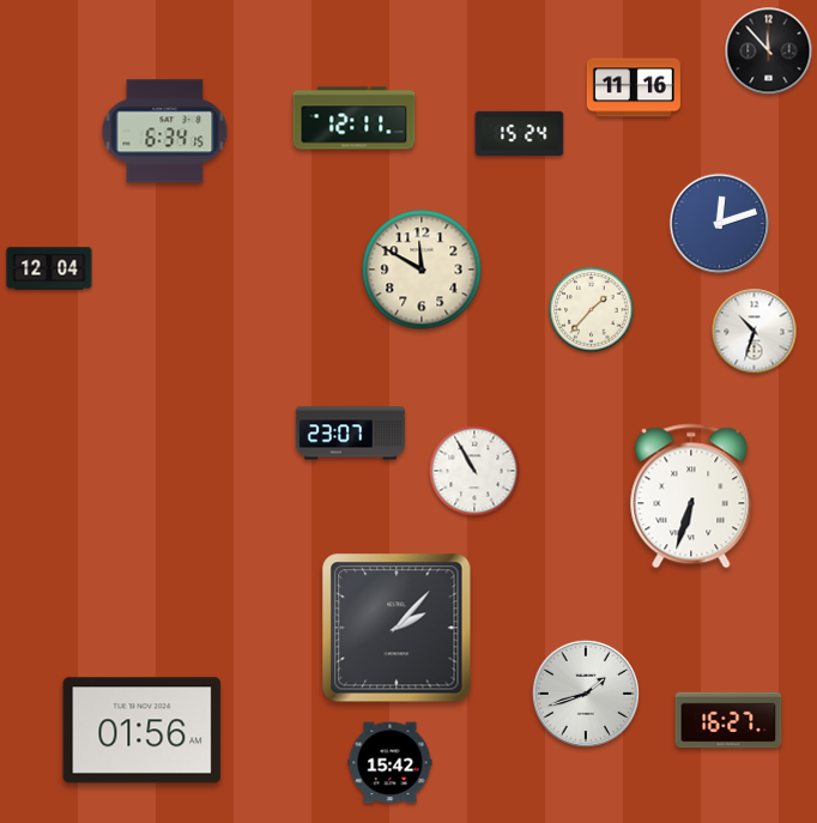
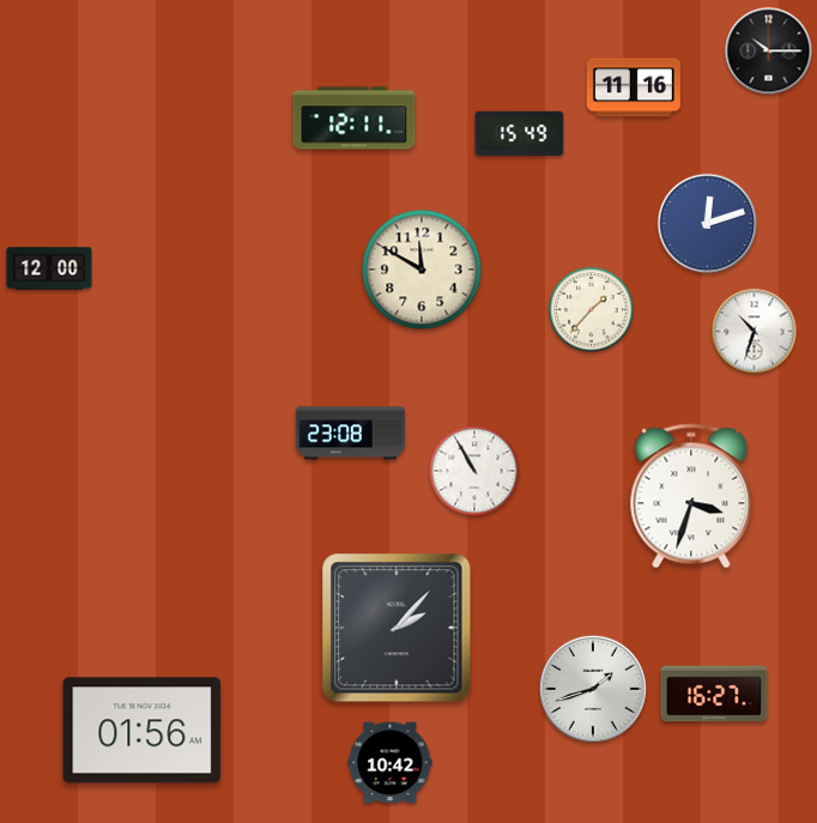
clock at (769, 52): 11:53 -> 10:15
clock at (165, 132): 6:34 -> none
clock at (520, 133): 15:24 -> 15:49
clock at (720, 224) position: (720, 224) -> (708, 224)
clock at (49, 268): 12:04 -> 12:00
clock at (351, 434): 23:07 -> 23:08
clock at (691, 496): 6:33 -> 3:33
clock at (586, 694) position: (586, 694) -> (593, 689)
clock at (728, 720) position: (728, 720) -> (714, 694)
clock at (391, 763): 15:42 -> 10:42
